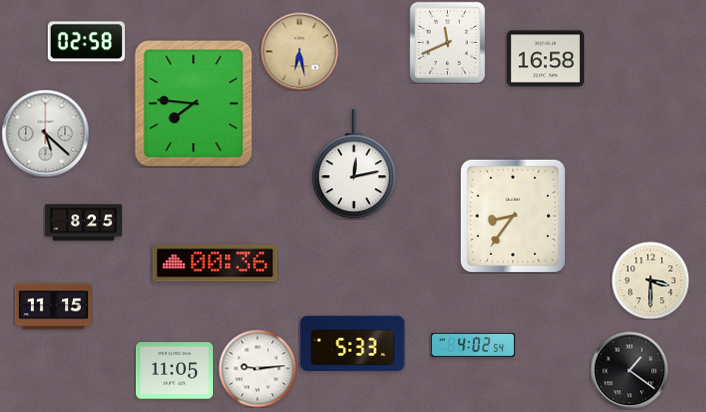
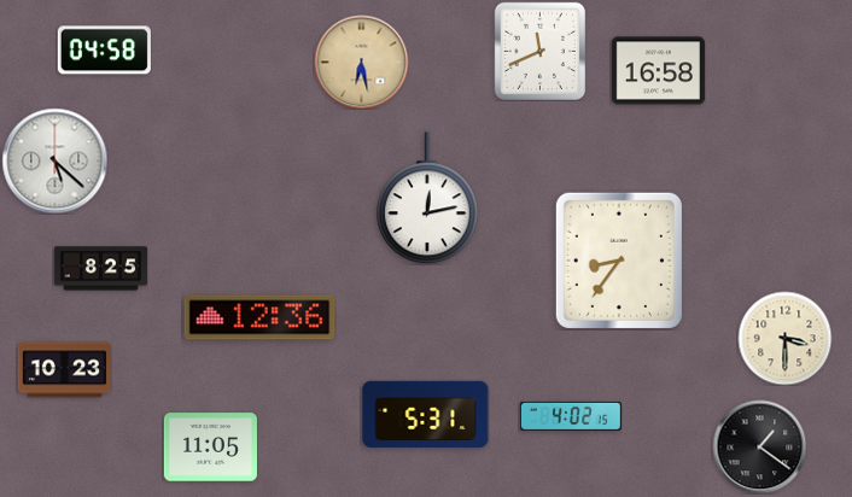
clock at (86, 42): 02:58 -> 04:58
clock at (194, 104): 7:46 -> none
clock at (215, 263): 00:36 -> 12:36
clock at (53, 307): 11:15 -> 10:23
clock at (353, 343): 5:33 -> 5:31
clock at (473, 345): 4:02:54 -> 4:02:15
clock at (257, 368): 9:14 -> none
